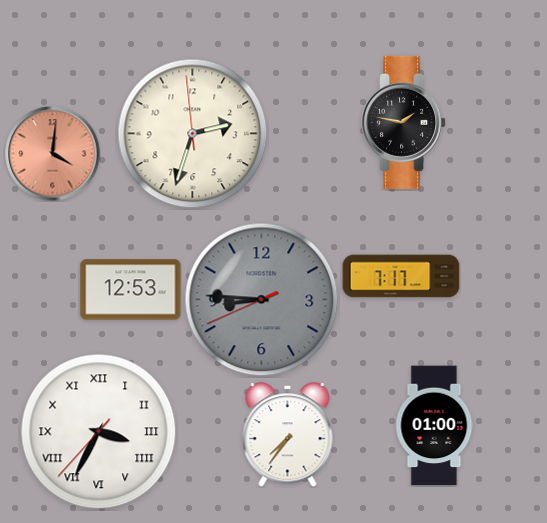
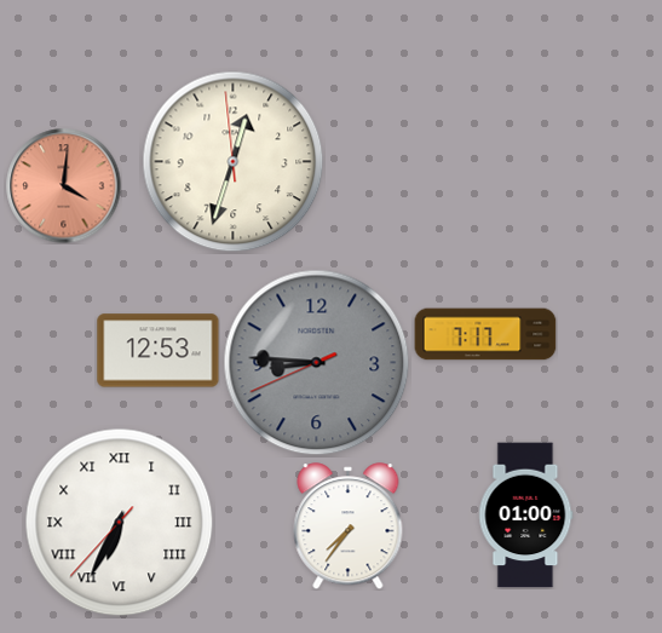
clock at (404, 122): 1:47 -> none
clock at (193, 134): 2:32 -> 12:32
clock at (99, 432): 3:34 -> 6:34
